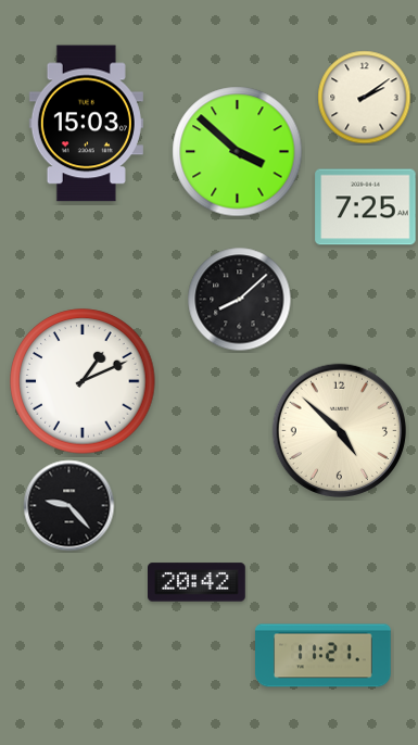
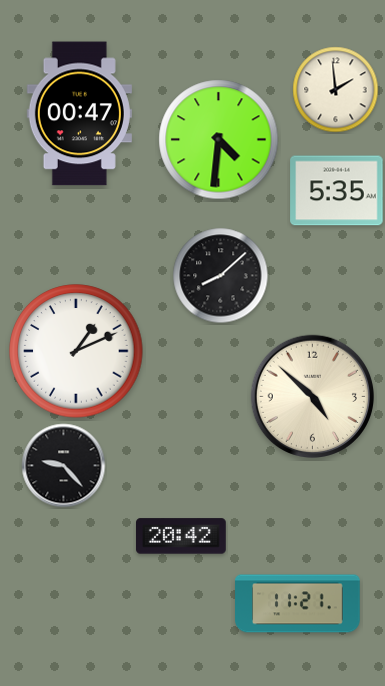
clock at (365, 98): 2:09 -> 1:59
clock at (86, 124): 15:03 -> 00:47
clock at (238, 152): 3:52 -> 4:31
clock at (366, 207): 7:25 -> 5:35
